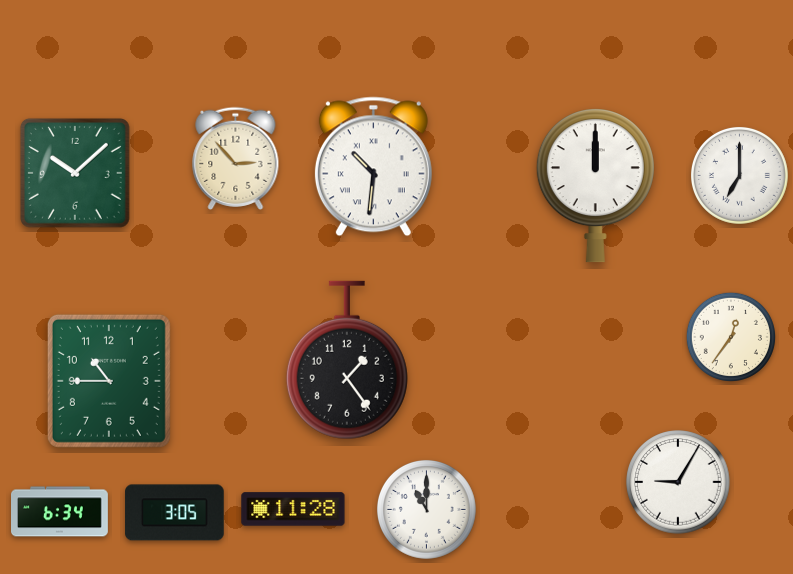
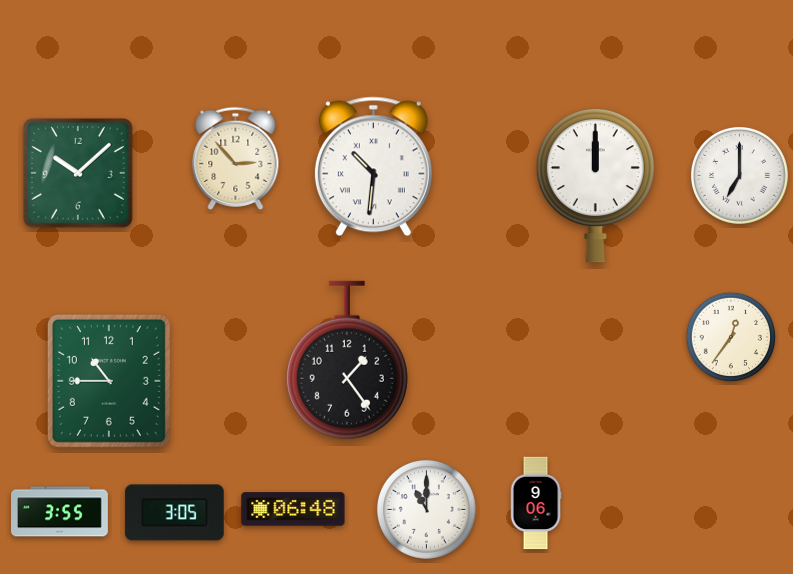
clock at (75, 173) position: (75, 173) -> (78, 173)
clock at (678, 482): 9:05 -> none
clock at (536, 503): none -> 9:06
clock at (293, 509): 11:28 -> 06:48
clock at (60, 512): 6:34 -> 3:55
